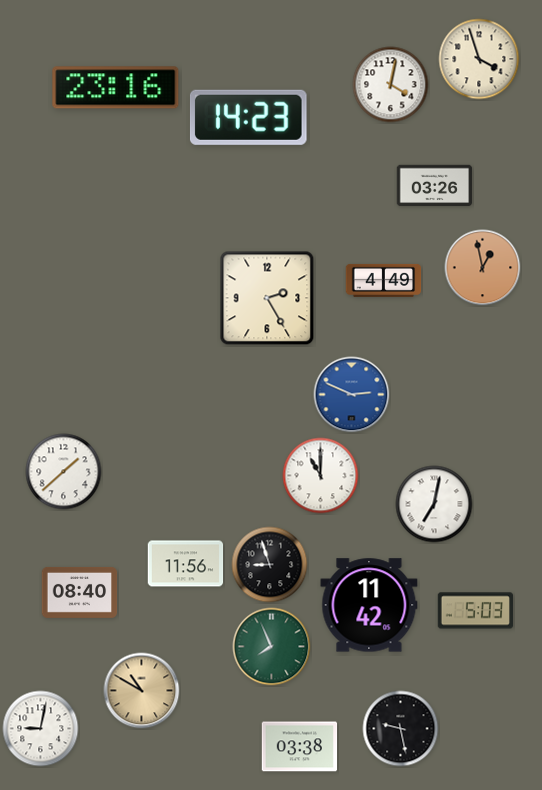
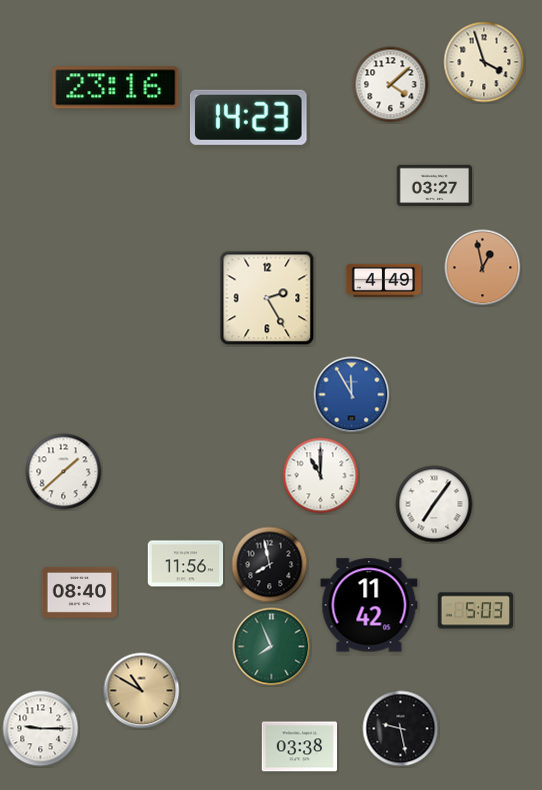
clock at (479, 59) position: (479, 59) -> (484, 62)
clock at (391, 85): 4:02 -> 4:08
clock at (435, 186): 03:26 -> 03:27
clock at (352, 395): 2:49 -> 11:55
clock at (434, 504): 7:02 -> 7:06
clock at (270, 565): 8:57 -> 7:58
clock at (41, 729): 9:02 -> 9:15
